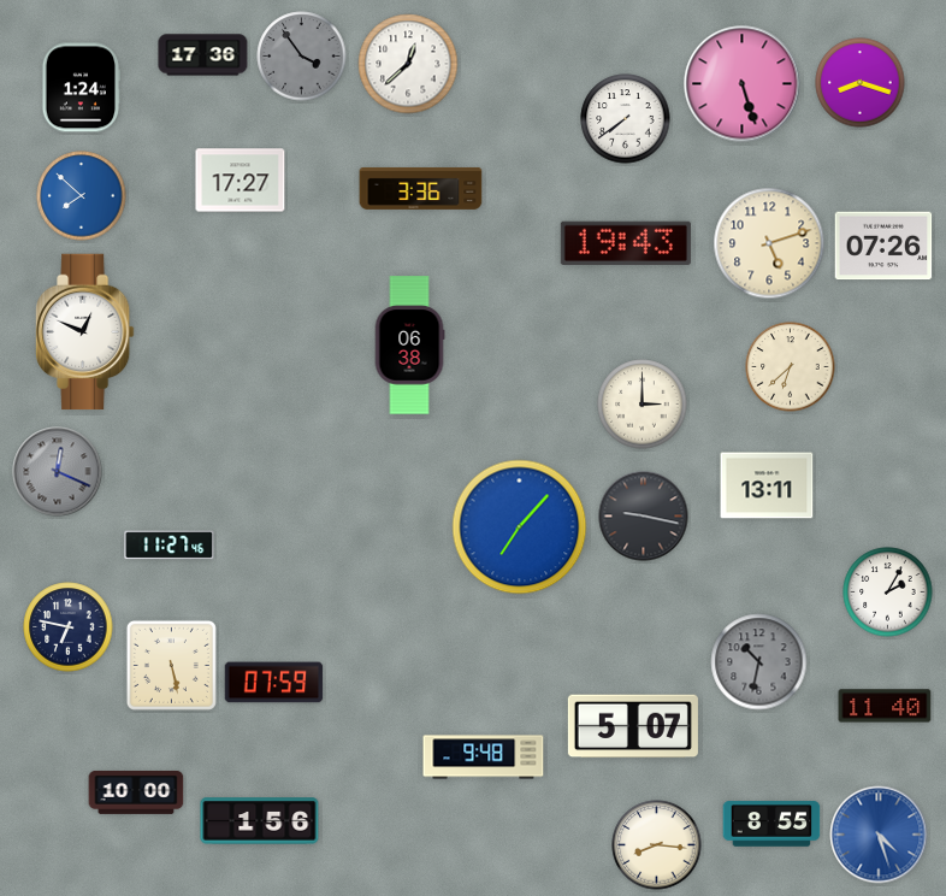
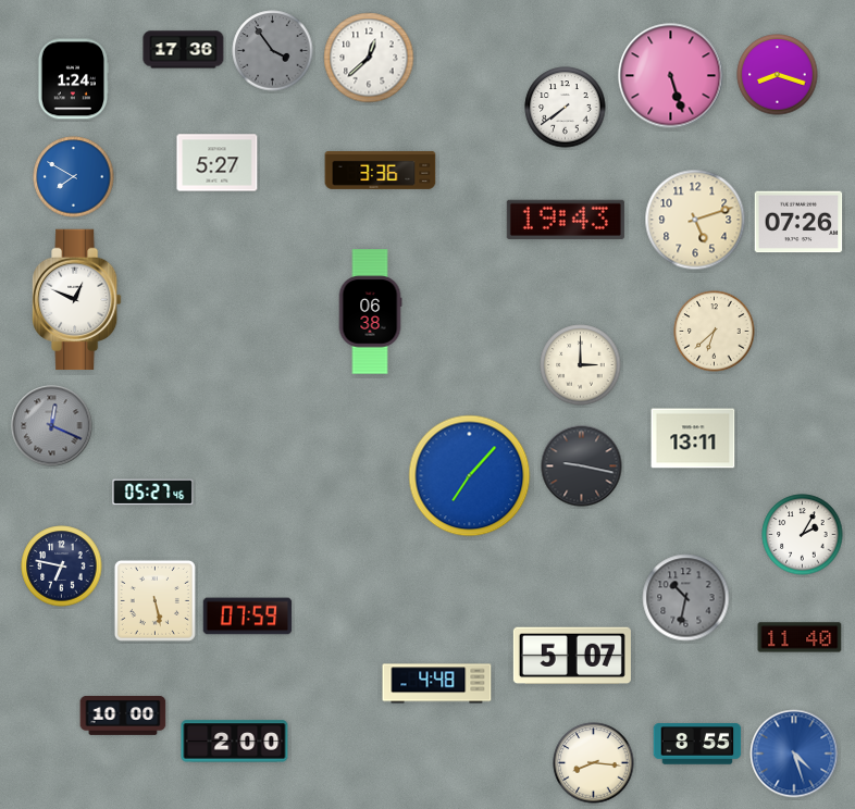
clock at (241, 181): 17:27 -> 5:27
clock at (82, 196): 7:52 -> 7:50
clock at (170, 546): 11:27 -> 05:27
clock at (484, 758): 9:48 -> 4:48
clock at (260, 821): 1:56 -> 2:00
